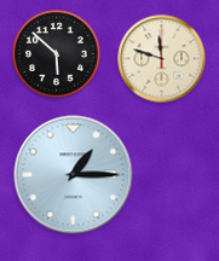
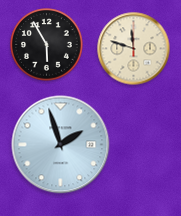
clock at (57, 54): 5:52 -> 5:55
clock at (74, 175): 1:15 -> 1:57
